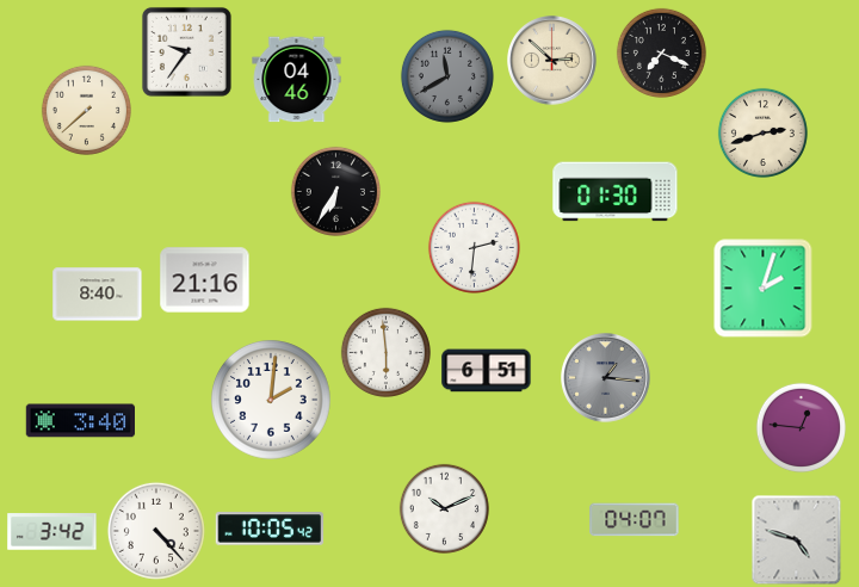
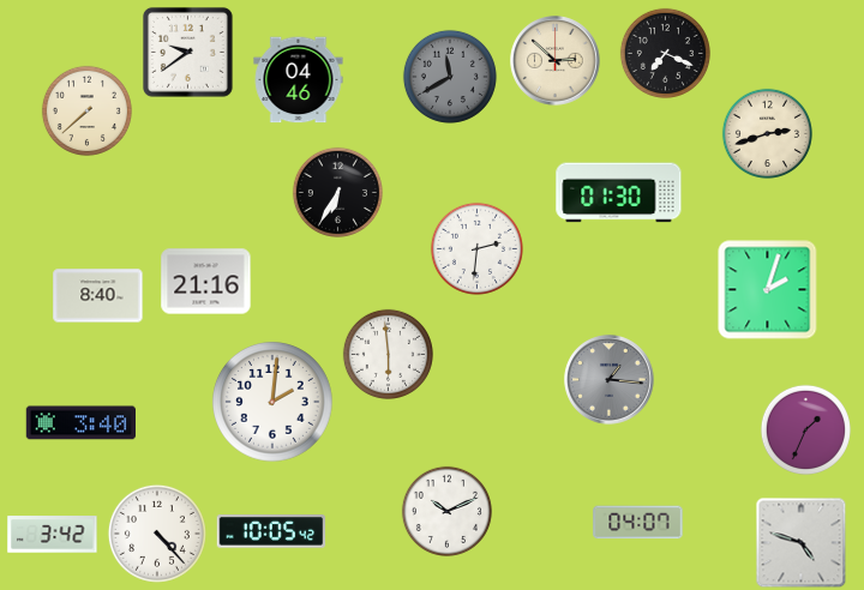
clock at (186, 51): 9:36 -> 9:39
clock at (487, 371): 6:51 -> none
clock at (801, 427): 12:46 -> 1:34
